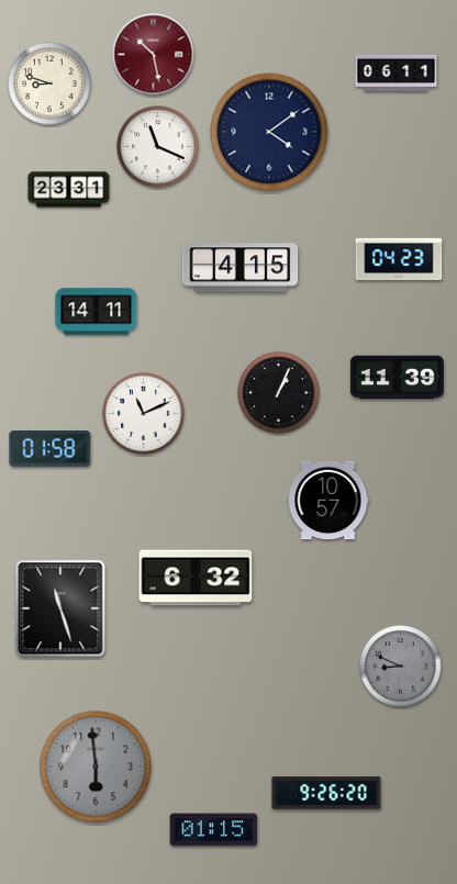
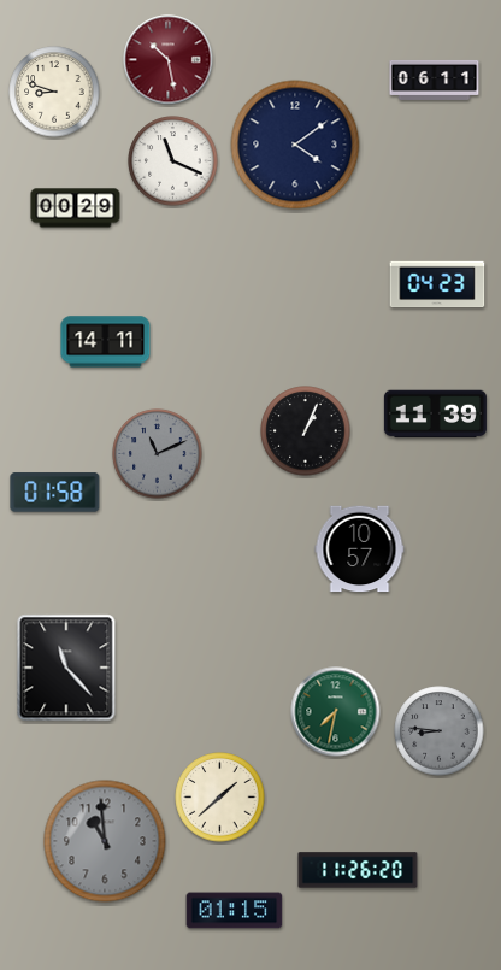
clock at (69, 190): 23:31 -> 00:29
clock at (241, 268): 4:15 -> none
clock at (144, 414) dial: white -> grey
clock at (196, 578): 6:32 -> none
clock at (60, 608): 11:27 -> 11:23
clock at (336, 712): none -> 7:32
clock at (401, 667): 8:49 -> 8:46
clock at (220, 798): none -> 1:38
clock at (96, 766): 5:59 -> 10:59
clock at (326, 793): 9:26 -> 11:26
